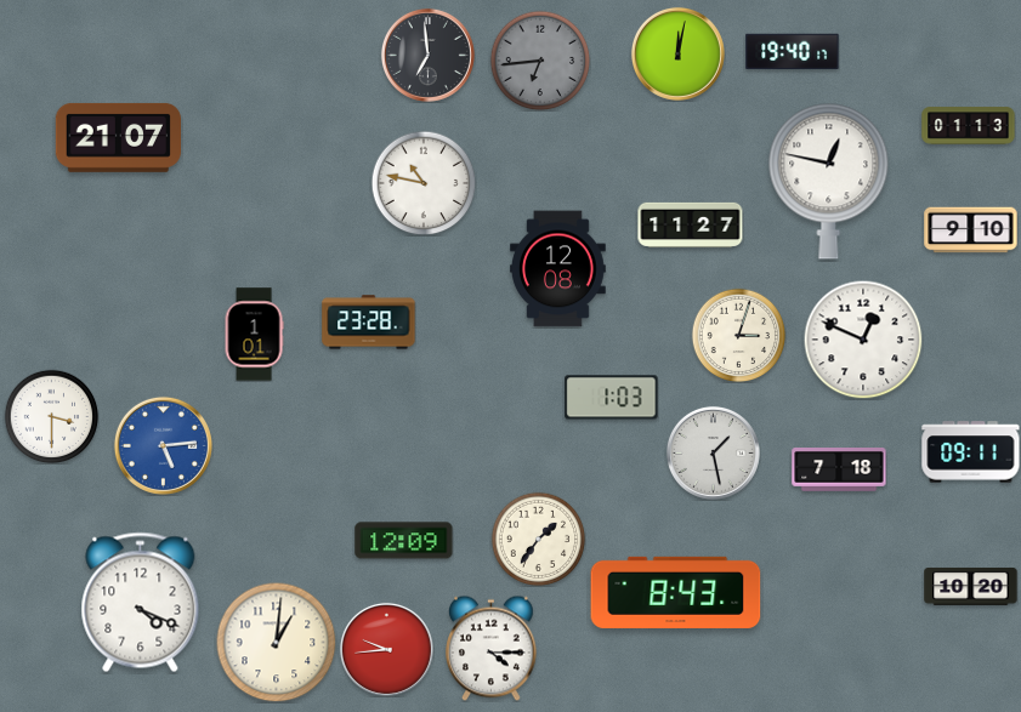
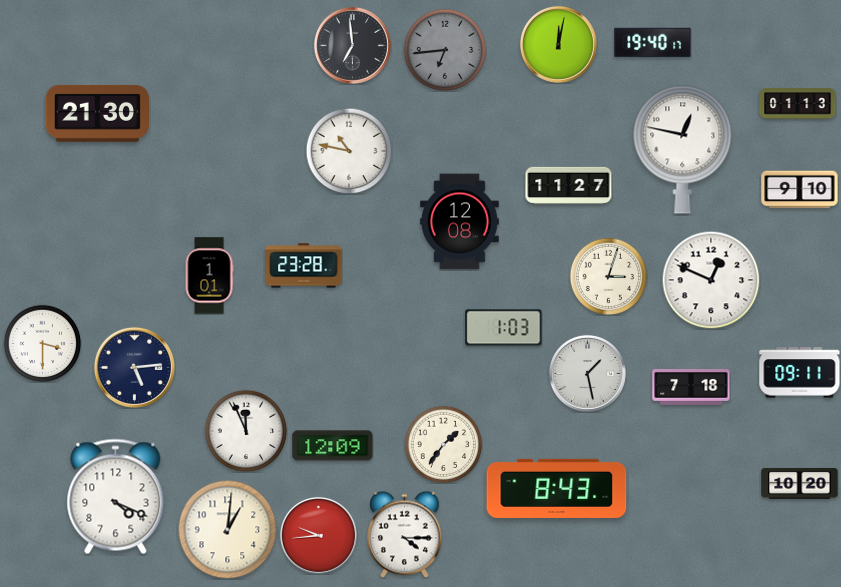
clock at (118, 137): 21:07 -> 21:30
clock at (163, 445) dial: blue -> navy
clock at (246, 431): none -> 11:56
